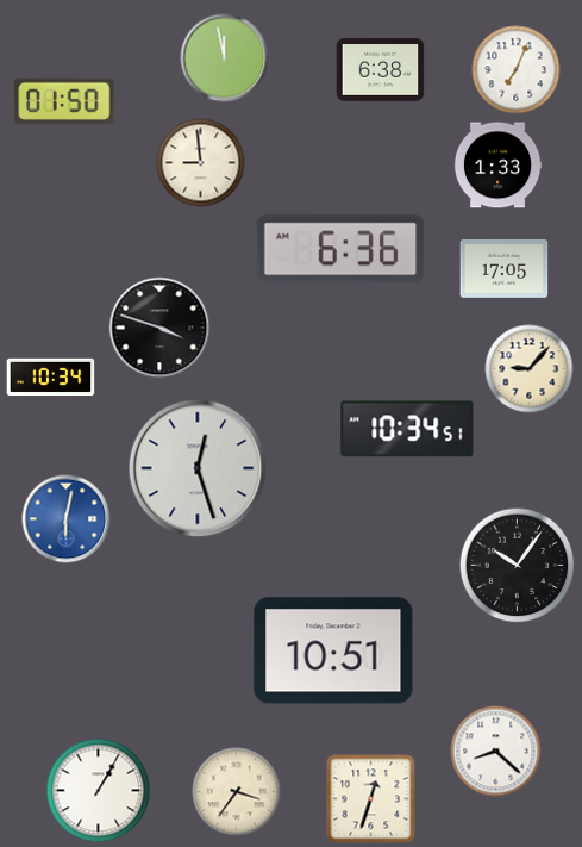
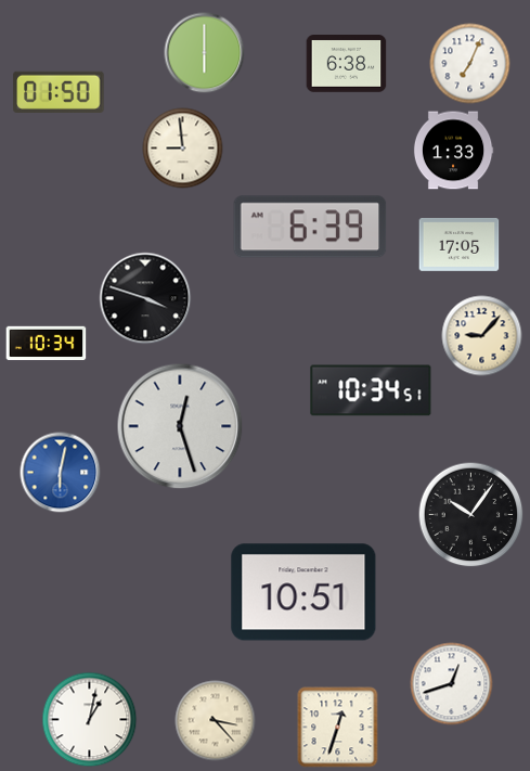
clock at (225, 58): 11:58 -> 6:00
clock at (340, 249): 6:36 -> 6:39
clock at (496, 752): 8:22 -> 12:42
clock at (99, 791): 1:05 -> 1:02
clock at (237, 792): 3:36 -> 3:23
